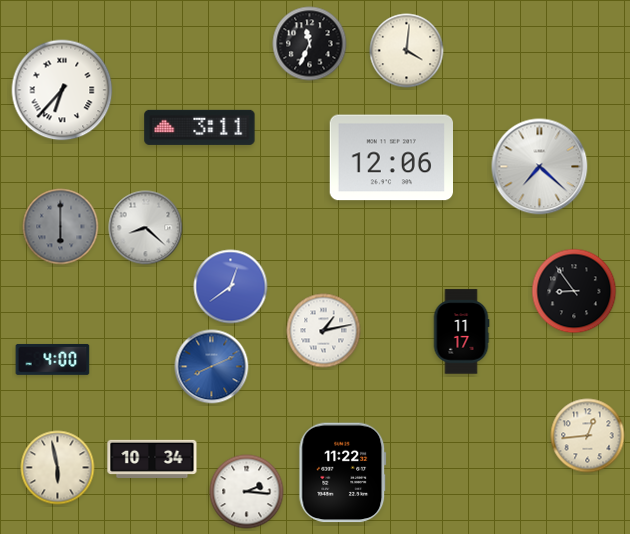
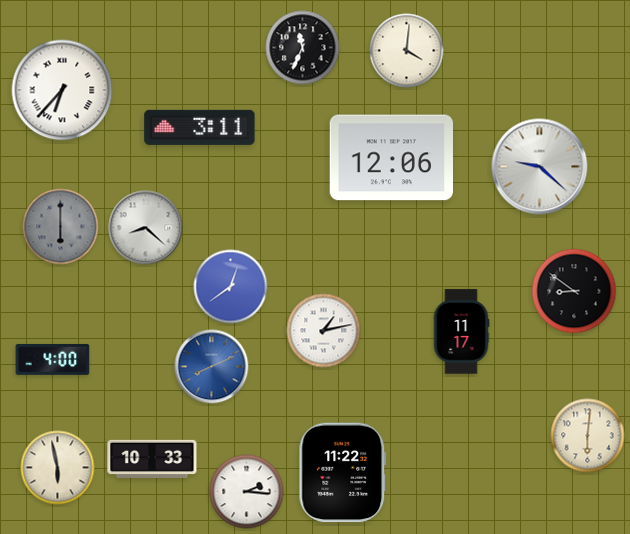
clock at (310, 44) position: (310, 44) -> (303, 48)
clock at (540, 167): 7:22 -> 9:22
clock at (574, 291): 8:54 -> 8:51
clock at (588, 436): 12:44 -> 6:01
clock at (152, 458): 10:34 -> 10:33
